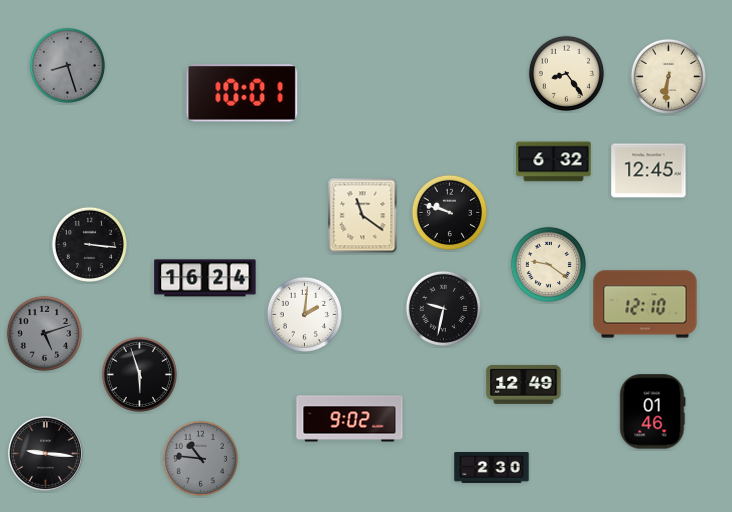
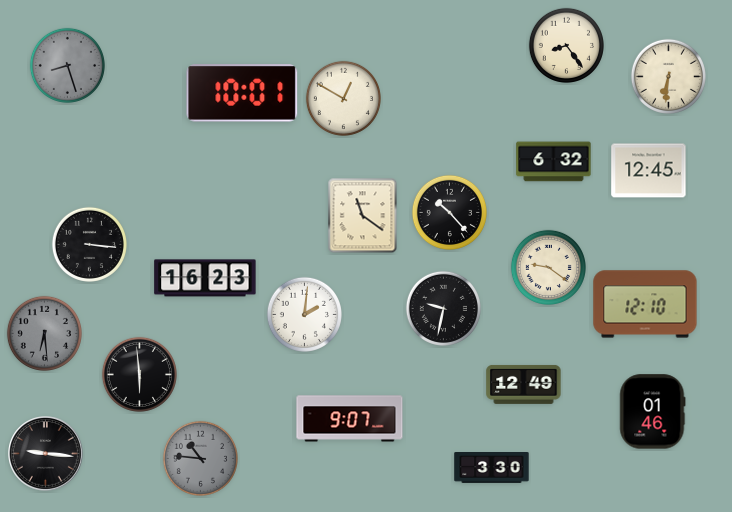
clock at (566, 73) position: (566, 73) -> (566, 45)
clock at (343, 98): none -> 12:50
clock at (449, 212): 9:48 -> 10:23
clock at (548, 264) position: (548, 264) -> (548, 267)
clock at (205, 278): 16:24 -> 16:23
clock at (44, 333): 5:12 -> 6:29
clock at (139, 374): 5:57 -> 5:59
clock at (350, 419): 9:02 -> 9:07
clock at (492, 468): 2:30 -> 3:30
